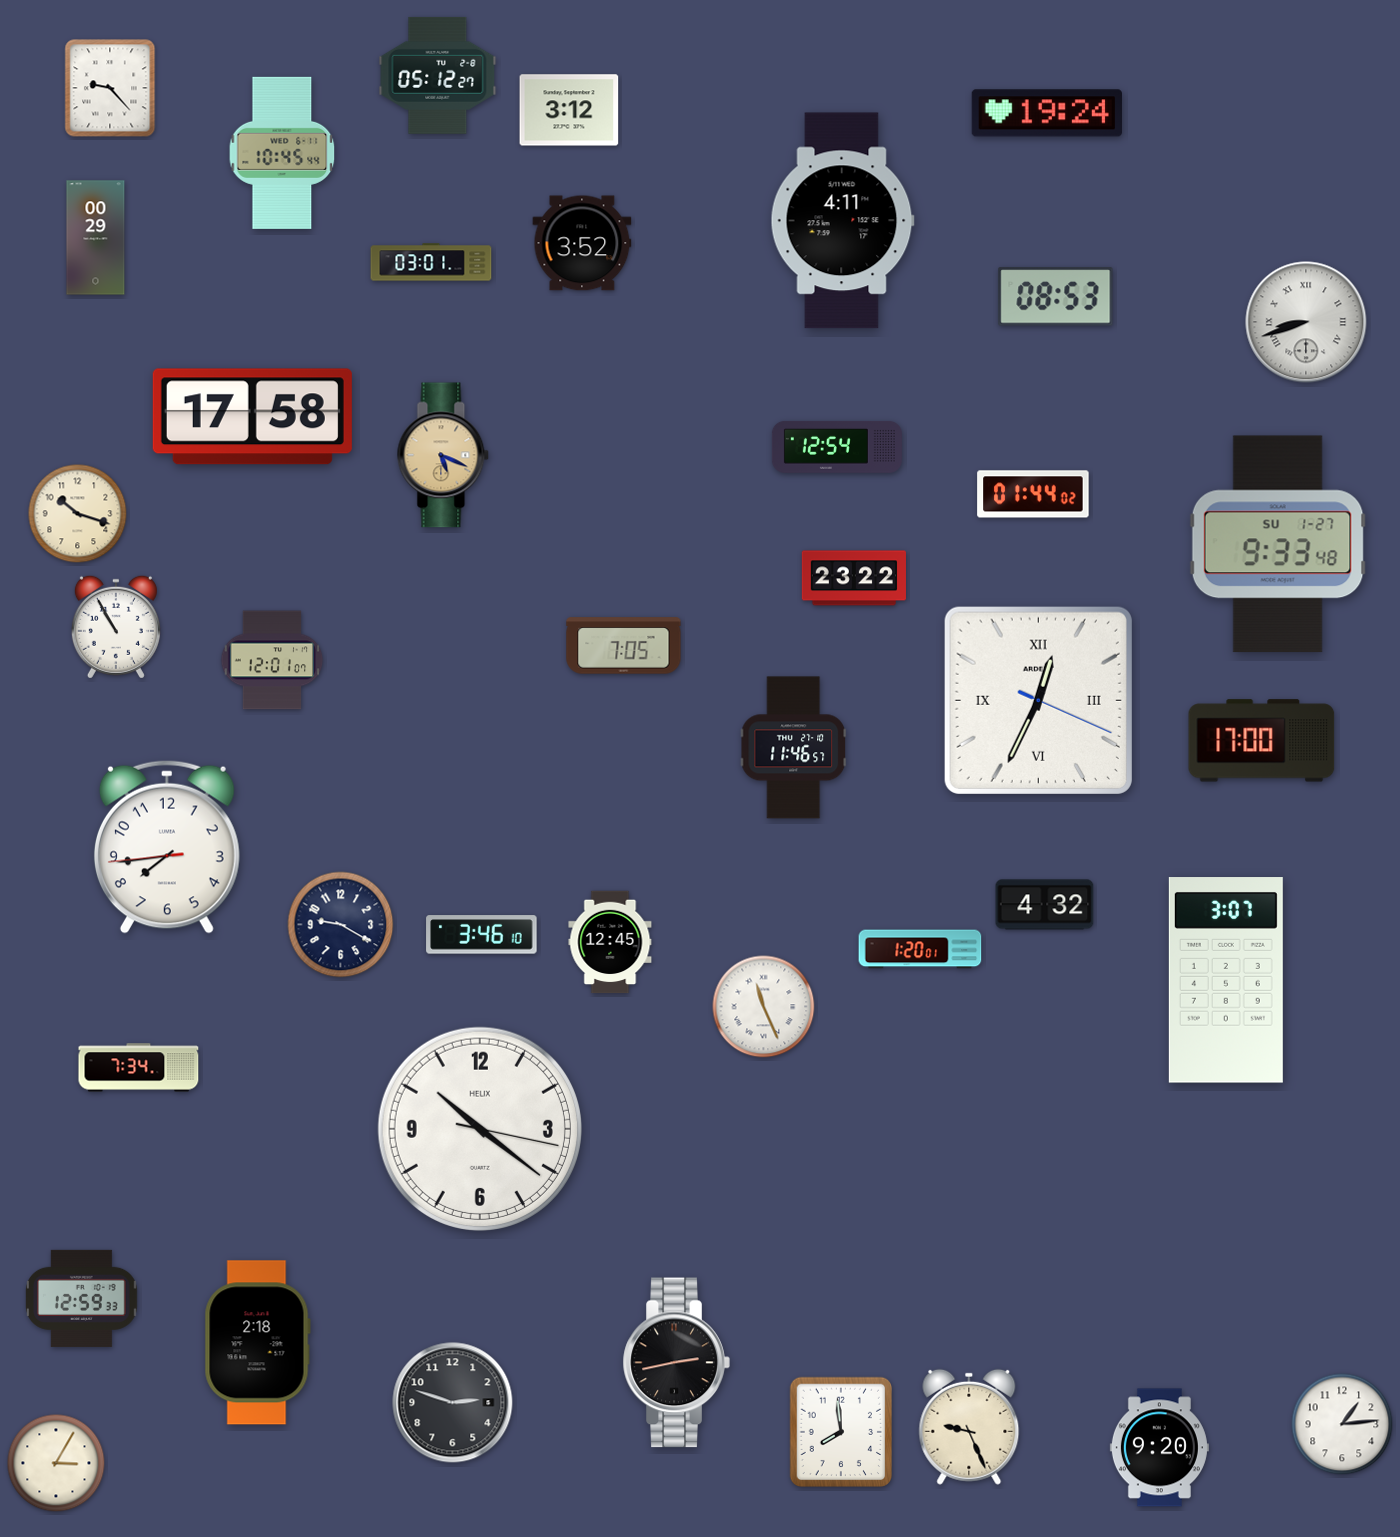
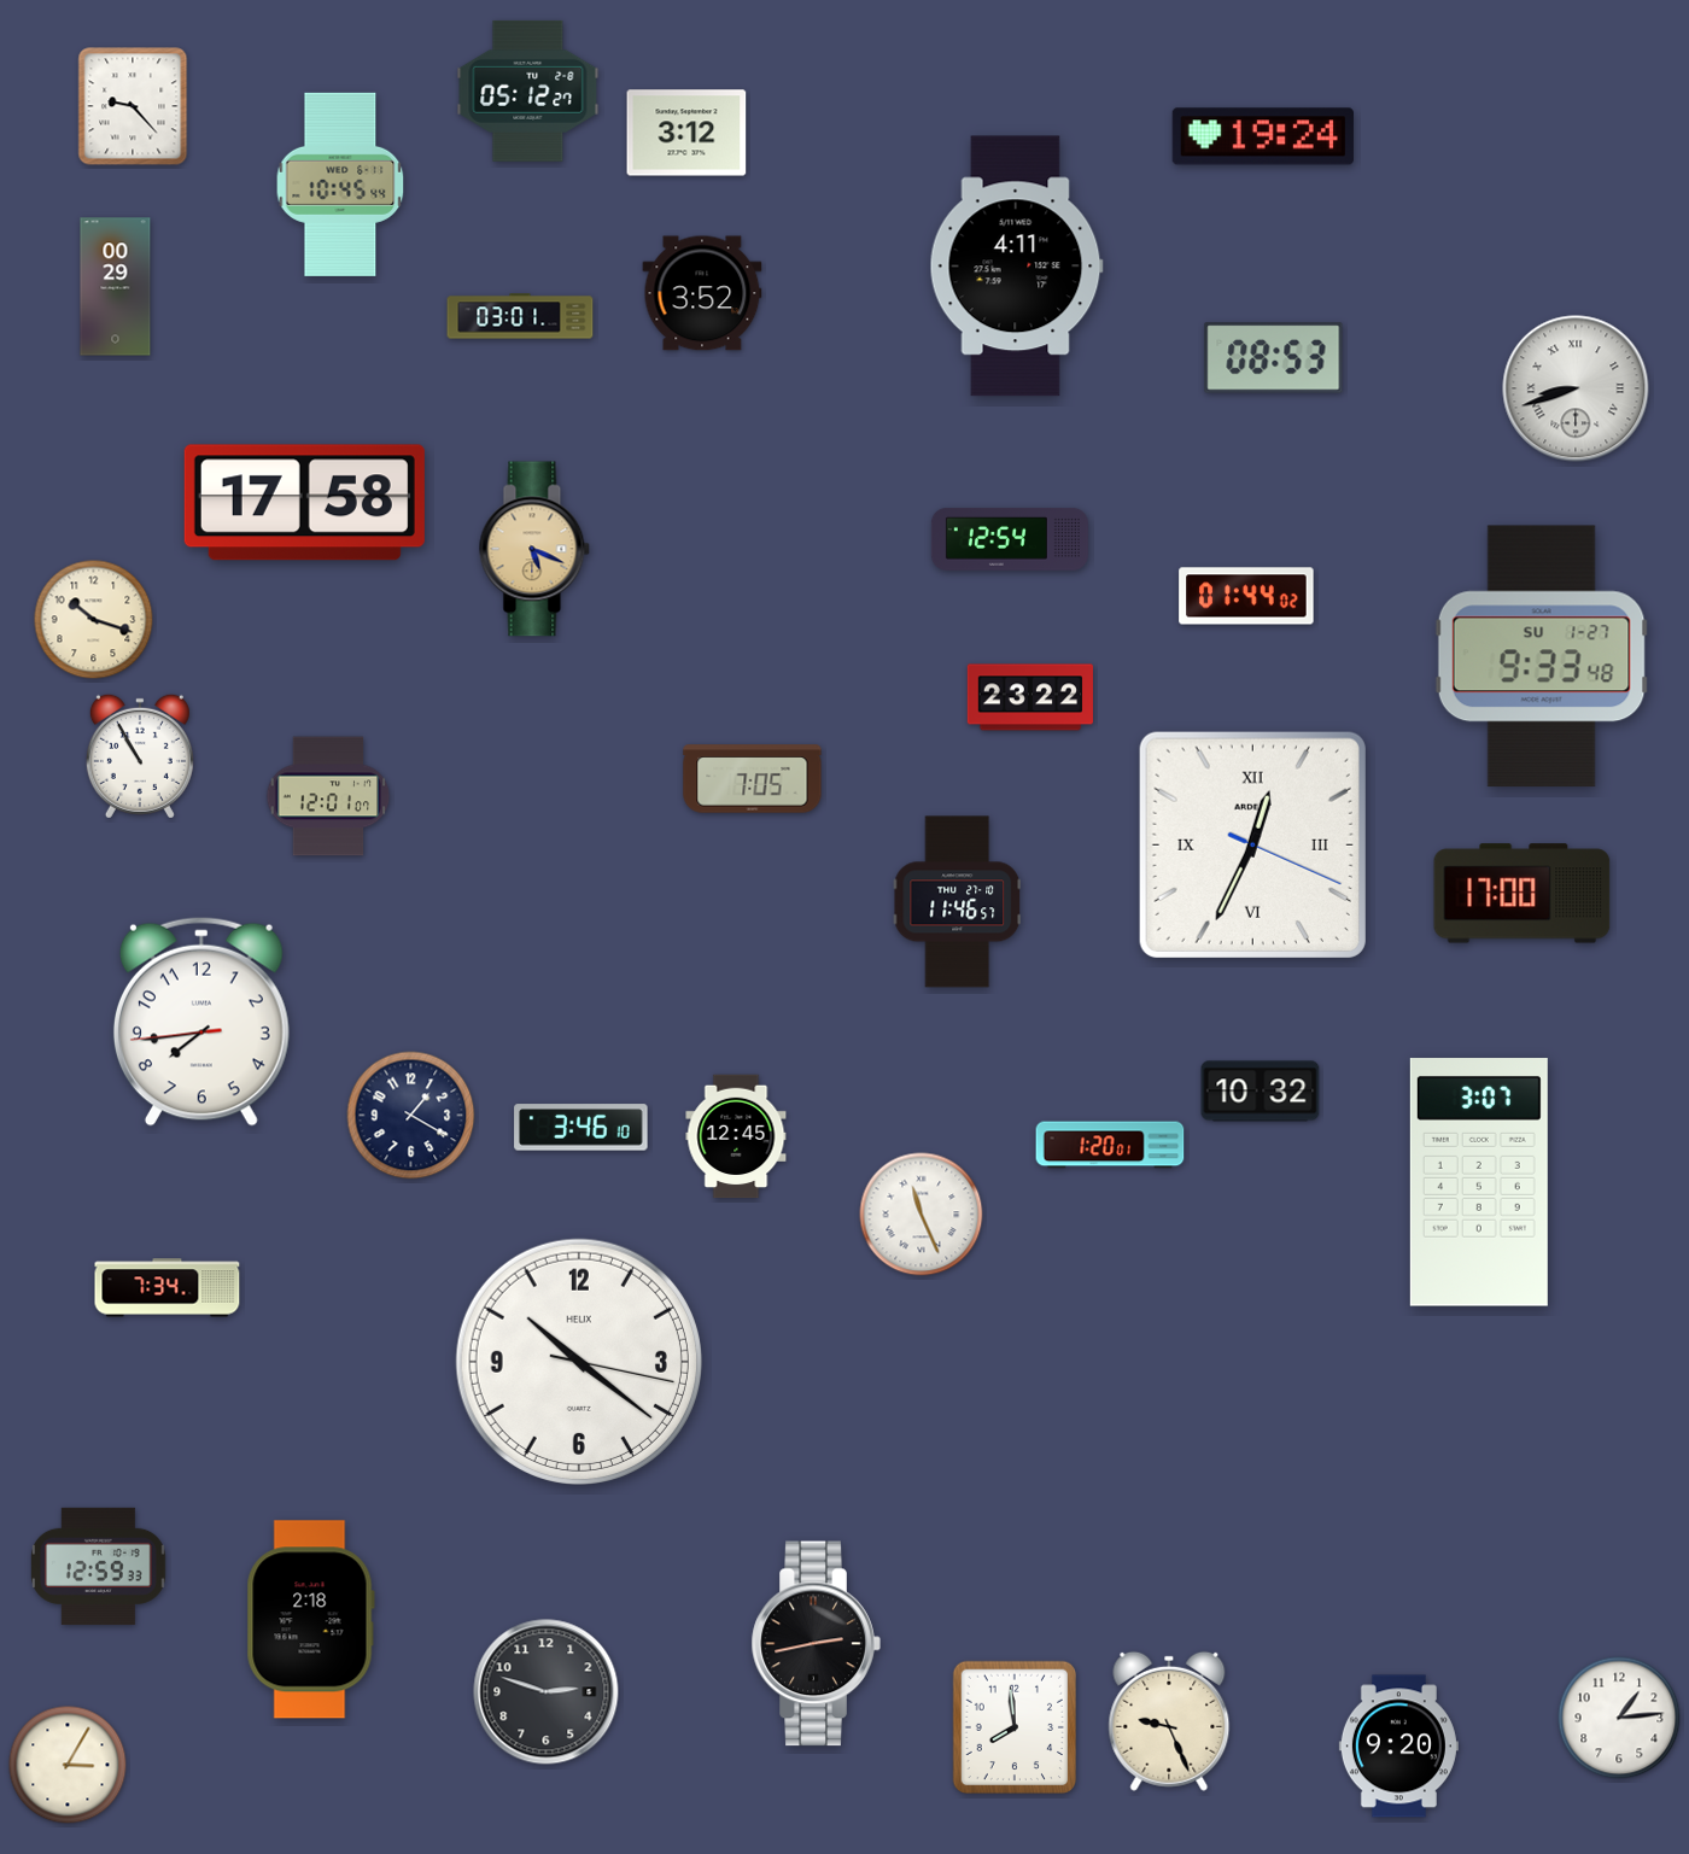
clock at (1045, 905): 4:32 -> 10:32
clock at (341, 925): 9:20 -> 1:20
